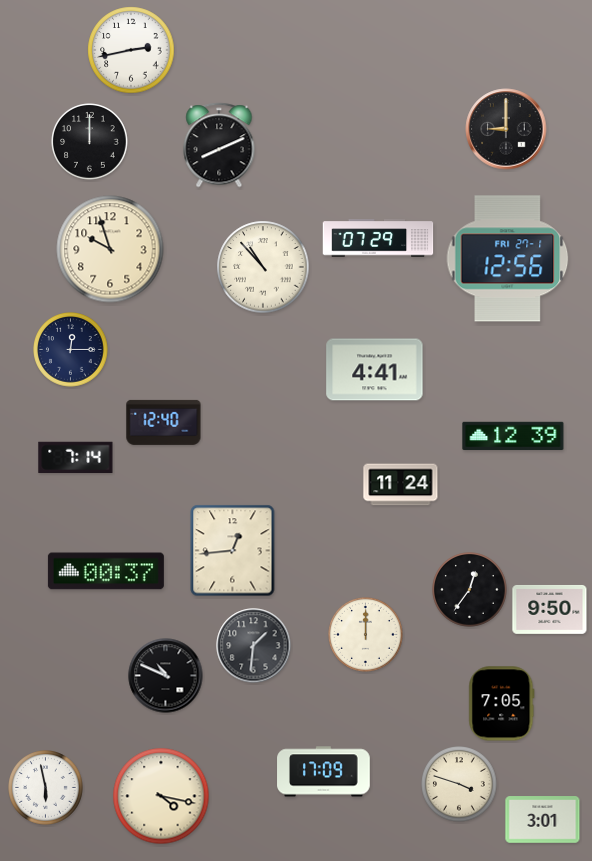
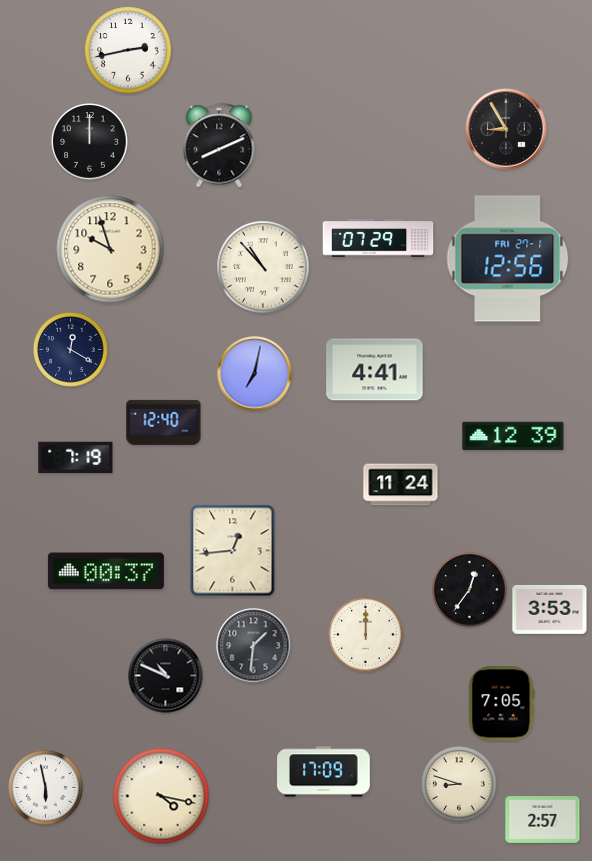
clock at (131, 50) position: (131, 50) -> (128, 50)
clock at (506, 129): 9:00 -> 8:55
clock at (71, 350): 12:15 -> 12:20
clock at (255, 374): none -> 7:02
clock at (76, 457): 7:14 -> 7:19
clock at (550, 609): 9:50 -> 3:53
clock at (459, 784): 3:48 -> 8:48
clock at (543, 820): 3:01 -> 2:57
